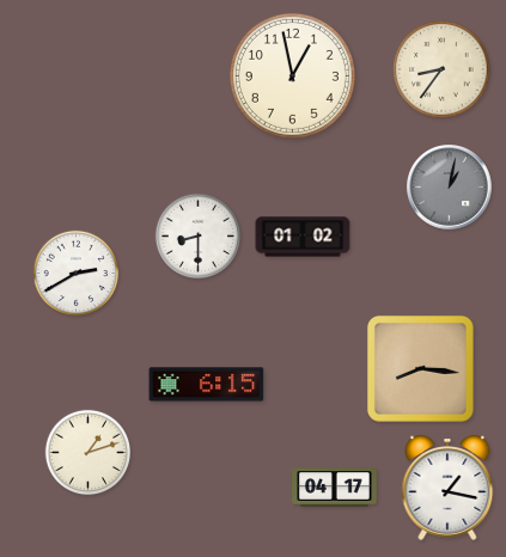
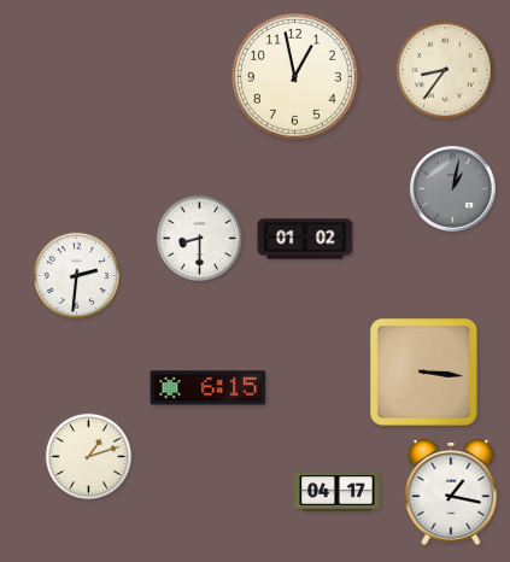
clock at (77, 274): 2:40 -> 2:31
clock at (420, 368): 8:16 -> 3:16
